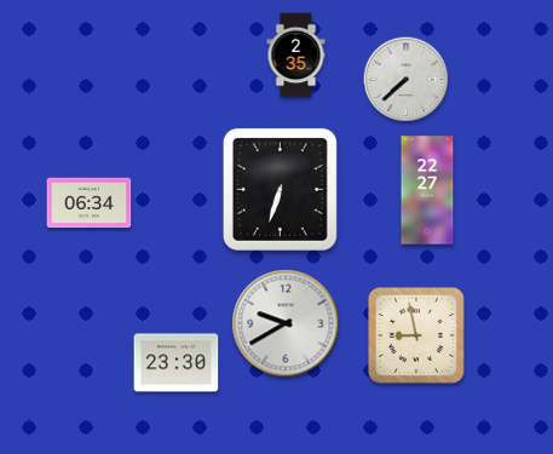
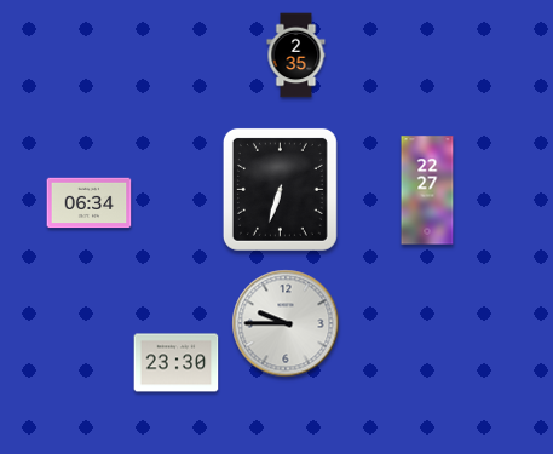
clock at (407, 80): 7:38 -> none
clock at (286, 323): 9:40 -> 9:45
clock at (416, 335): 8:58 -> none
